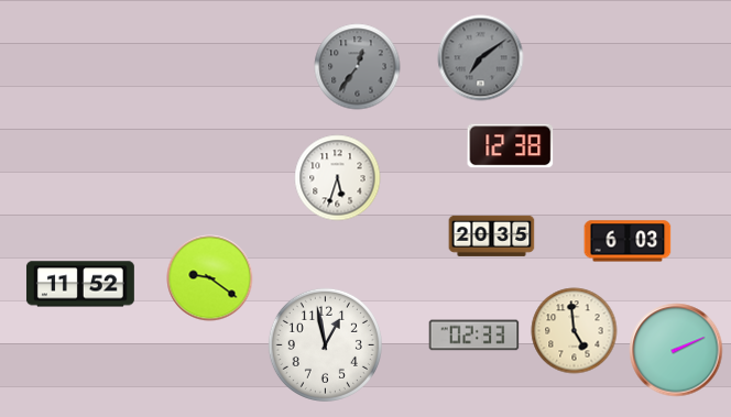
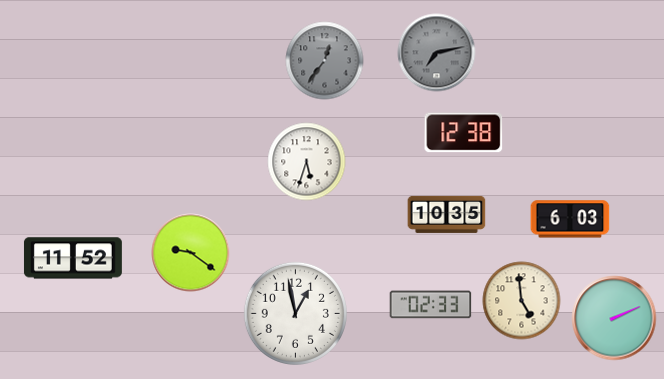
clock at (480, 57): 7:09 -> 7:13
clock at (491, 235): 20:35 -> 10:35
